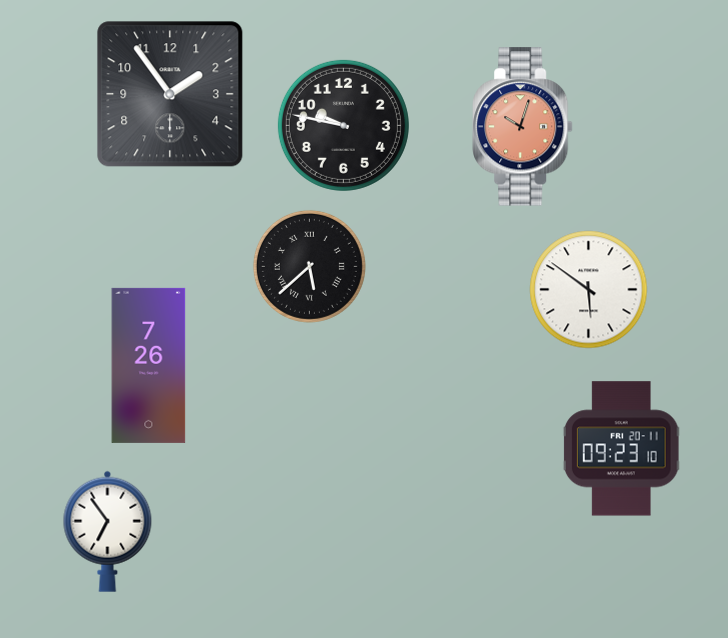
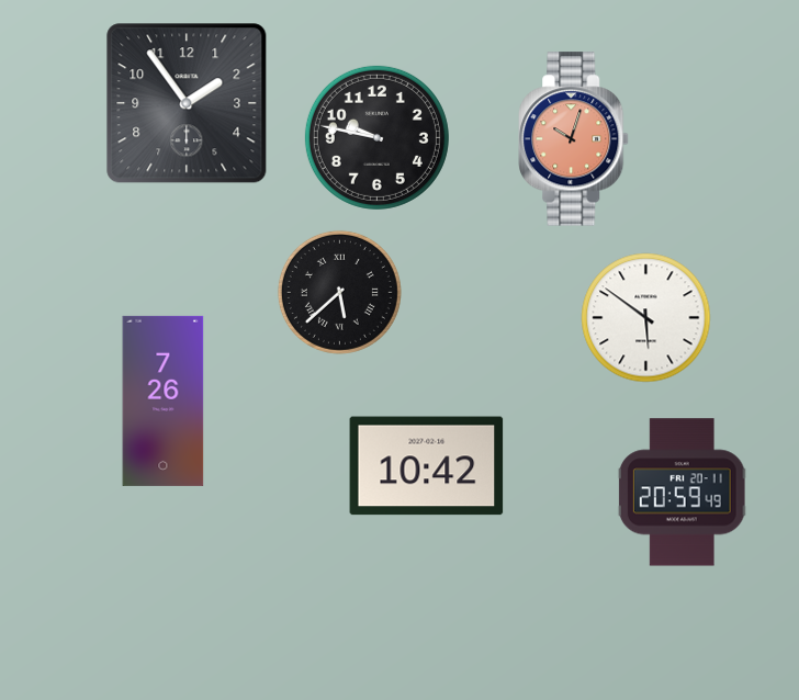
clock at (427, 466): none -> 10:42
clock at (622, 449): 09:23 -> 20:59
clock at (108, 531): 6:54 -> none
